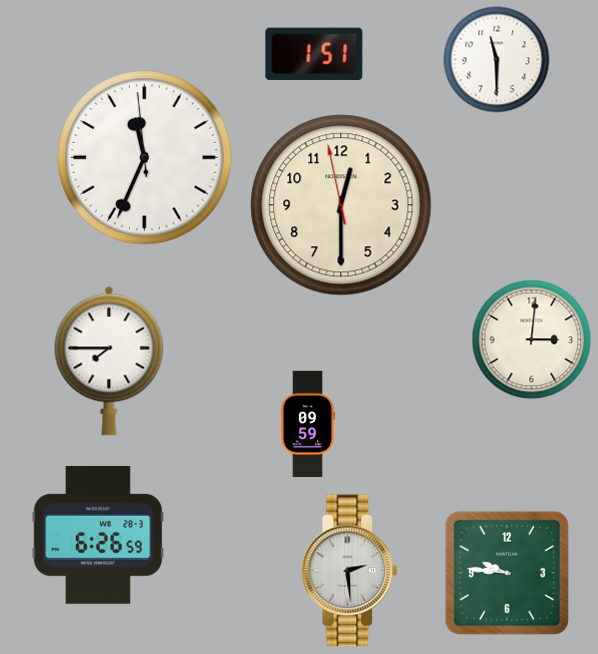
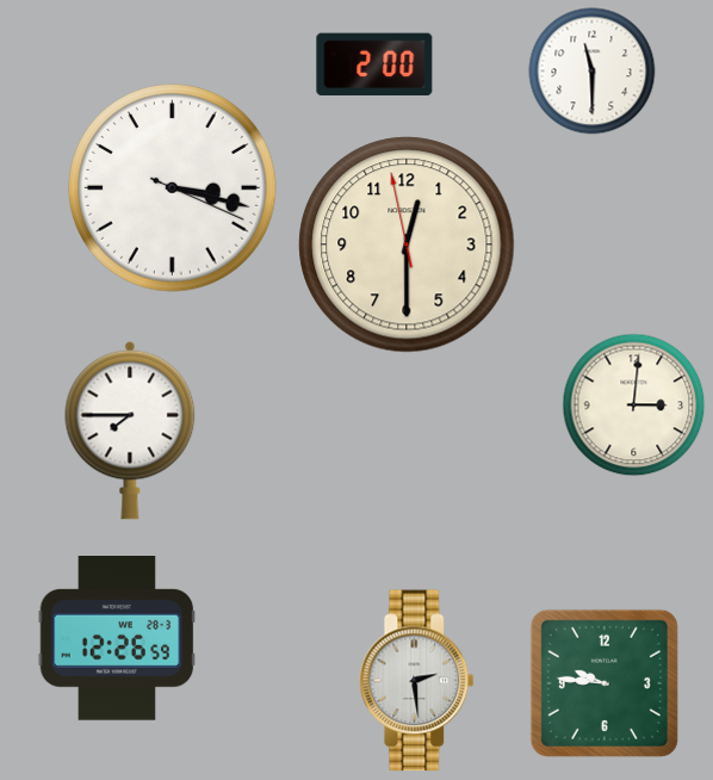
clock at (314, 54): 1:51 -> 2:00
clock at (145, 158): 11:33 -> 3:17
clock at (308, 424): 09:59 -> none
clock at (98, 535): 6:26 -> 12:26
